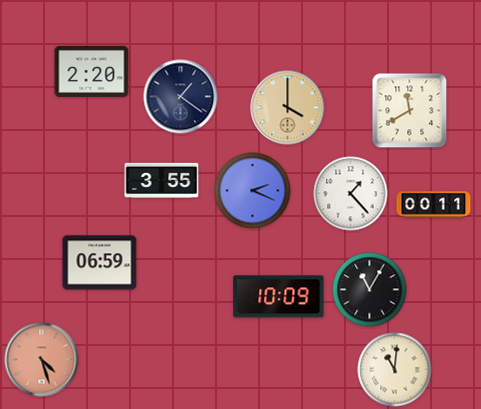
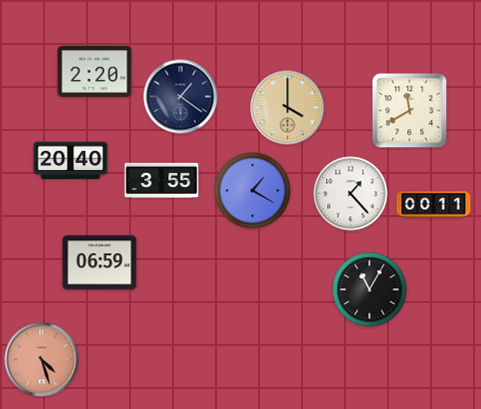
clock at (92, 71) position: (92, 71) -> (95, 71)
clock at (71, 161): none -> 20:40
clock at (253, 191): 2:19 -> 1:20
clock at (279, 297): 10:09 -> none
clock at (395, 370): 11:01 -> none
